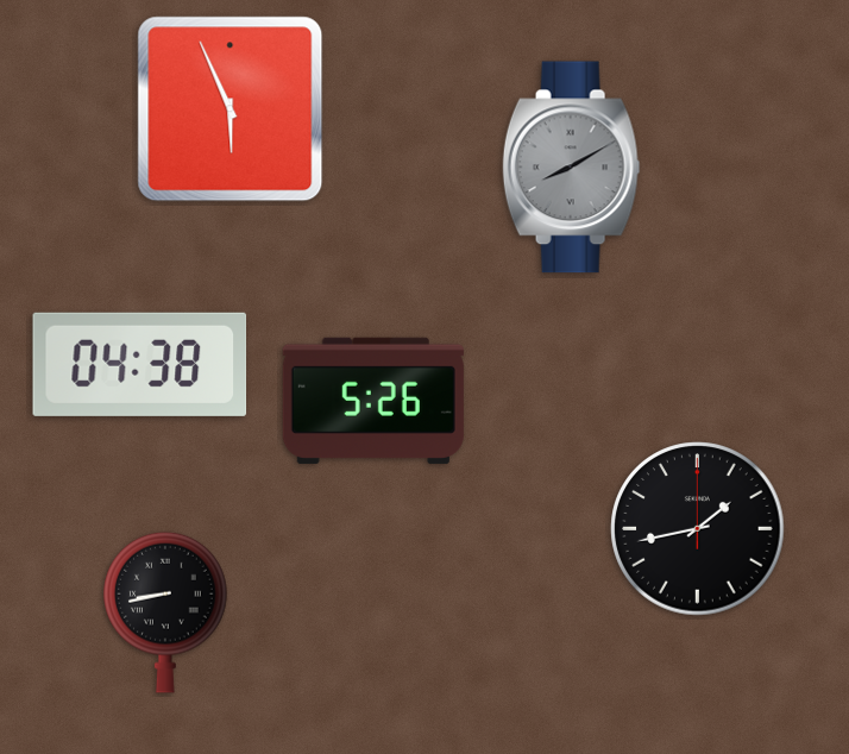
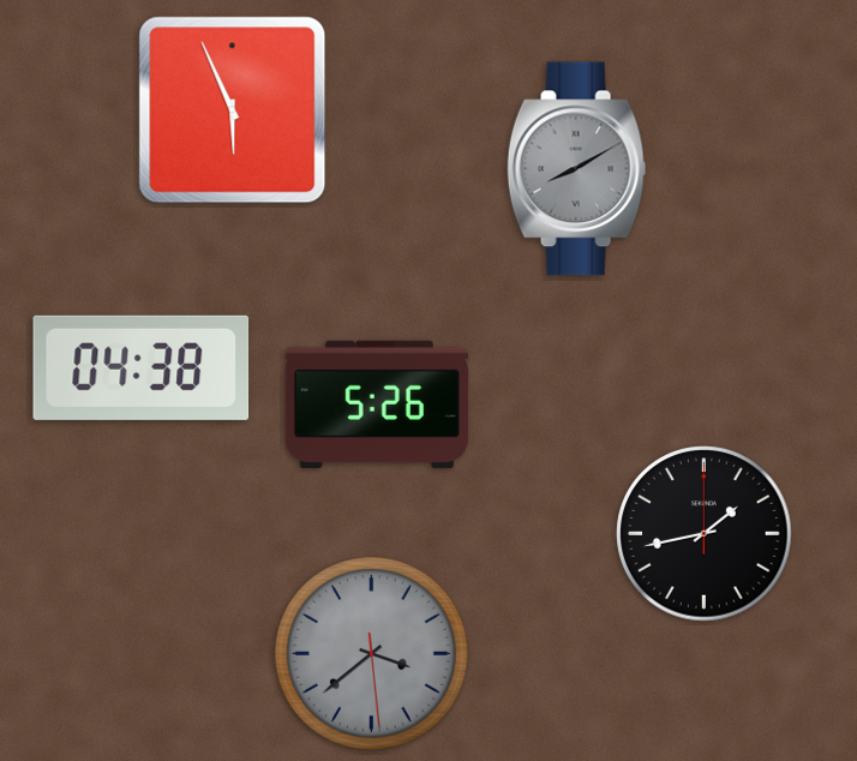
clock at (165, 612): 8:43 -> none
clock at (372, 654): none -> 3:38
